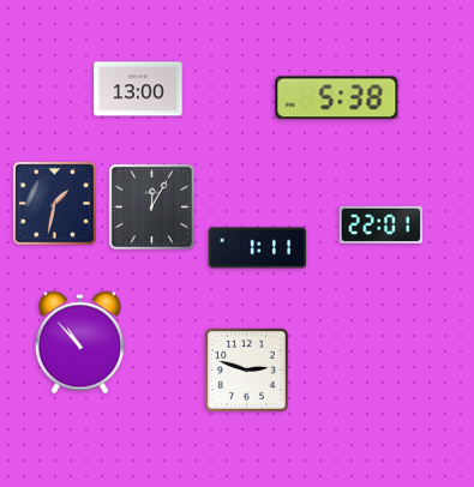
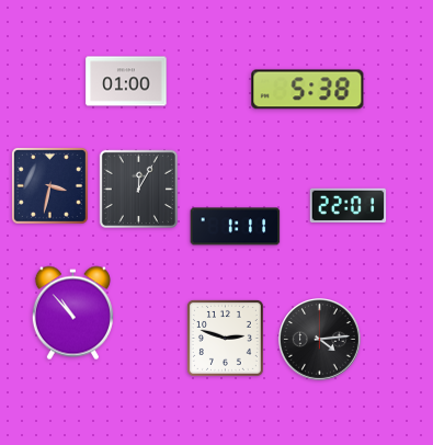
clock at (138, 89): 13:00 -> 01:00
clock at (54, 203): 1:32 -> 3:32
clock at (320, 340): none -> 4:14
